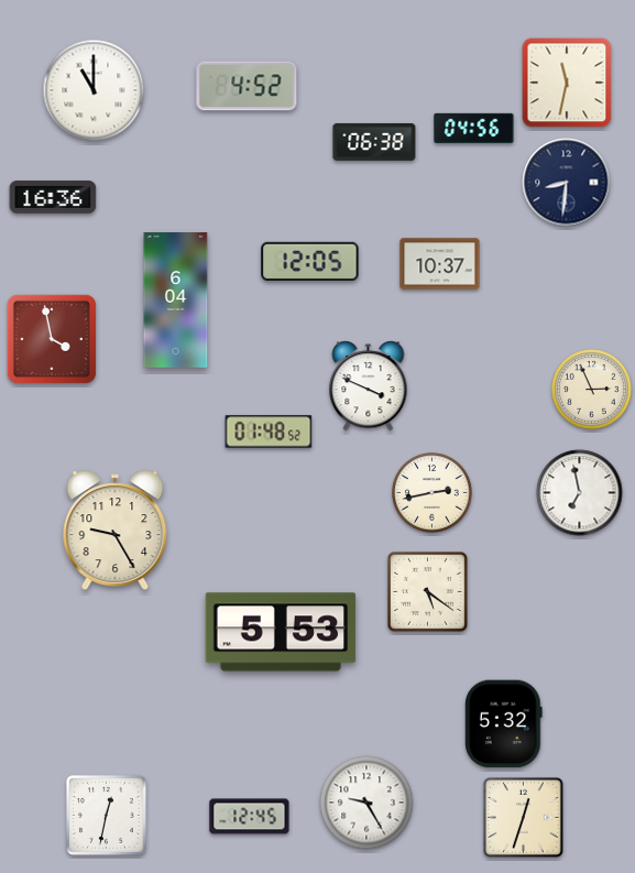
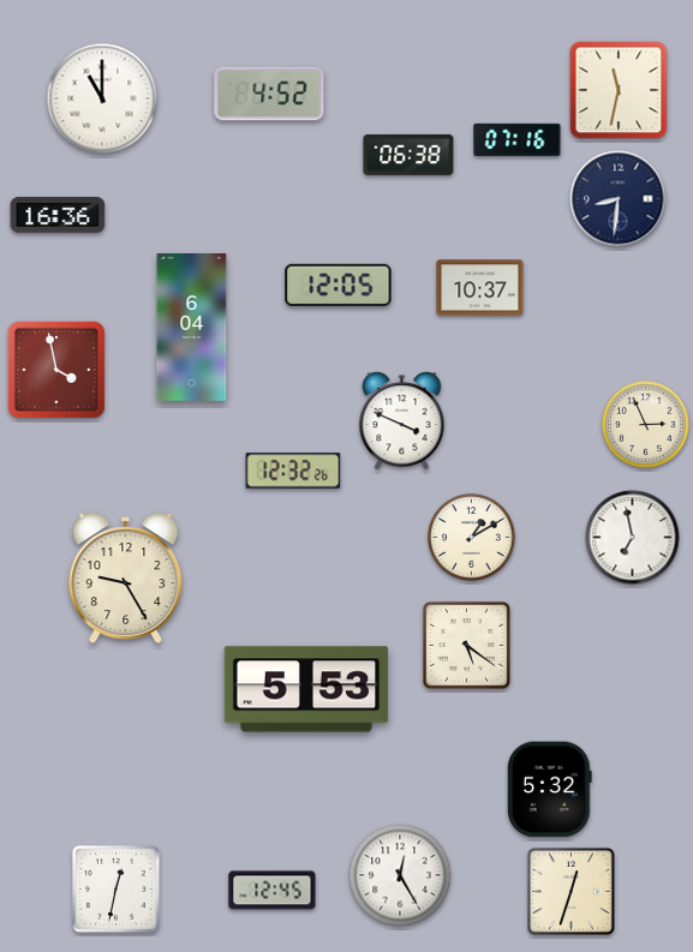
clock at (474, 128): 04:56 -> 07:16
clock at (269, 432): 01:48 -> 12:32
clock at (433, 493): 2:43 -> 1:10
clock at (366, 803): 9:25 -> 12:25
